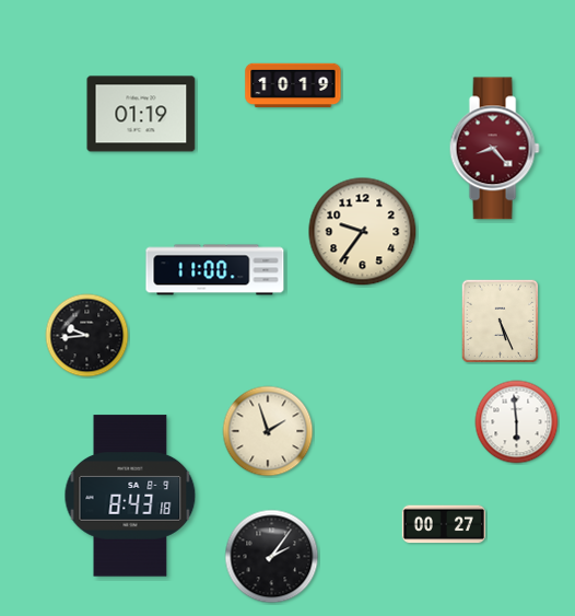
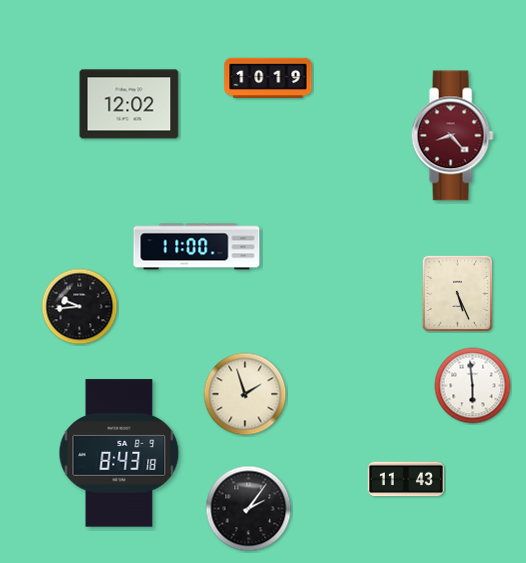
clock at (141, 114): 01:19 -> 12:02
clock at (363, 232): 9:36 -> none
clock at (444, 524): 00:27 -> 11:43
